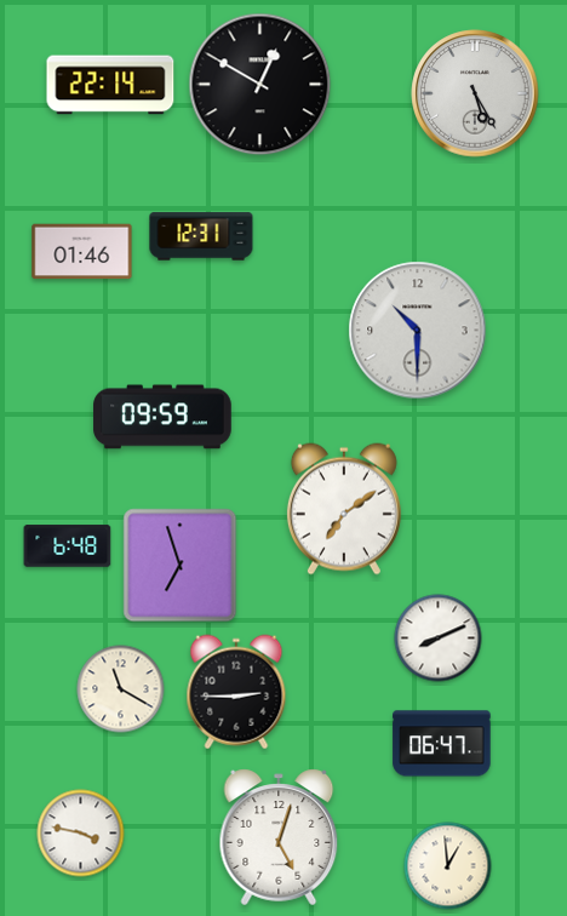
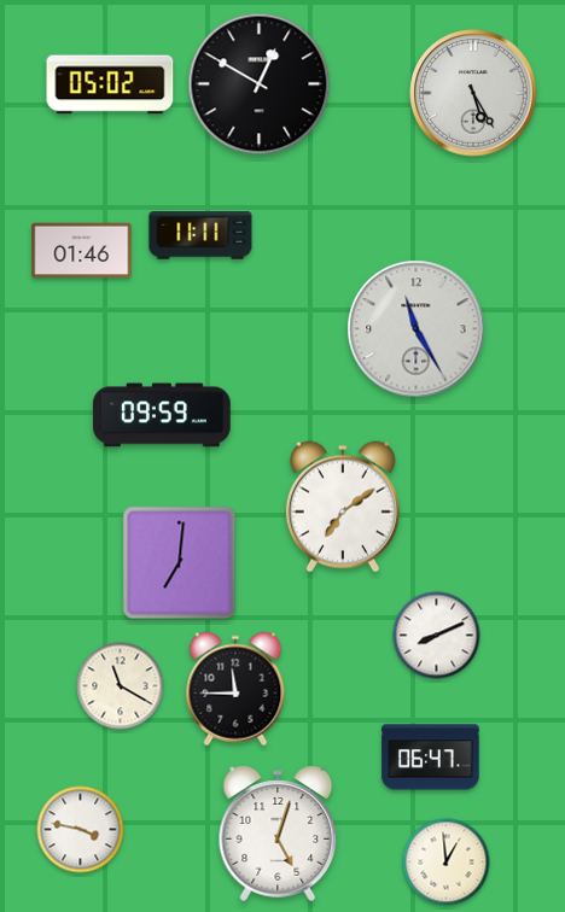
clock at (110, 85): 22:14 -> 05:02
clock at (201, 236): 12:31 -> 11:11
clock at (418, 331): 10:30 -> 11:25
clock at (68, 546): 6:48 -> none
clock at (181, 566): 6:57 -> 7:01
clock at (236, 692): 2:45 -> 11:45
clock at (442, 744) position: (442, 744) -> (431, 758)
